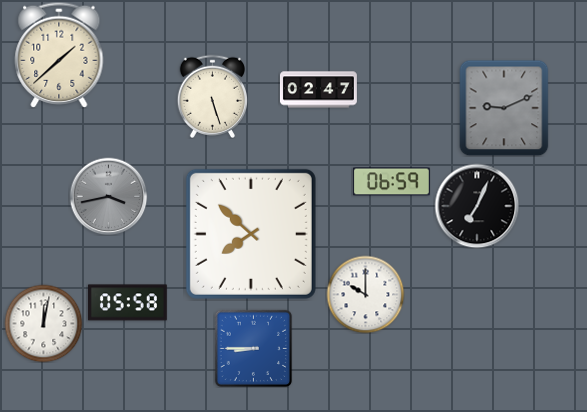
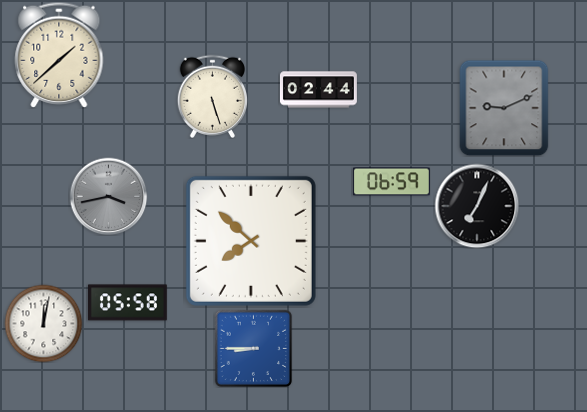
clock at (318, 90): 02:47 -> 02:44
clock at (251, 234) position: (251, 234) -> (251, 241)
clock at (365, 294): 10:00 -> none
